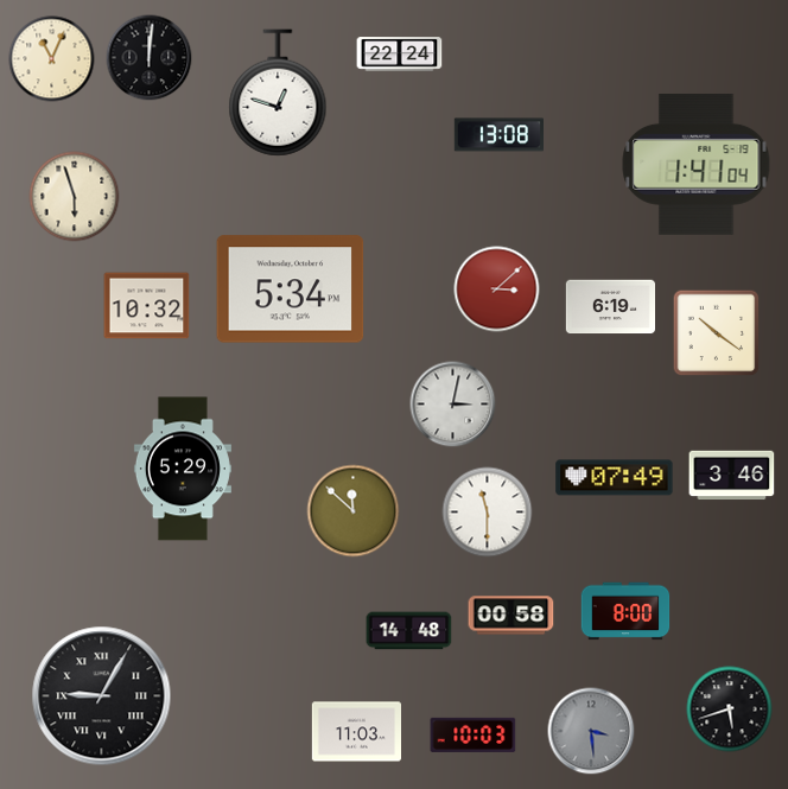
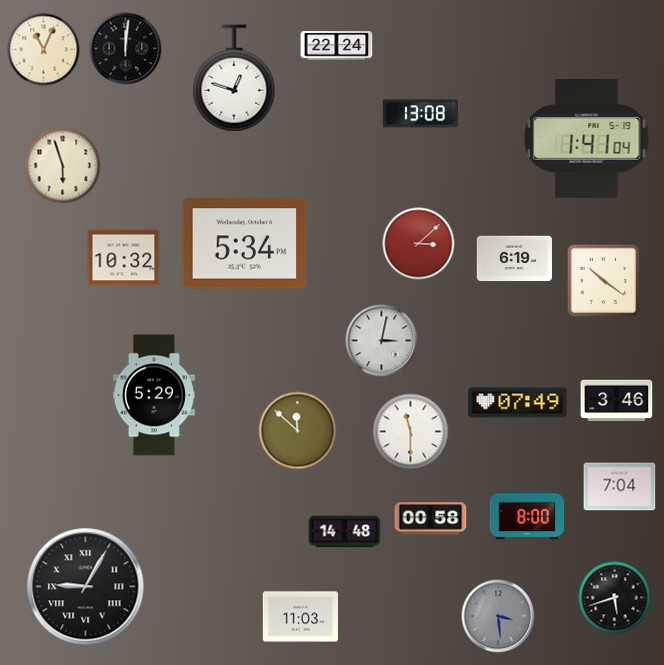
clock at (620, 487): none -> 7:04
clock at (474, 734): 10:03 -> none
